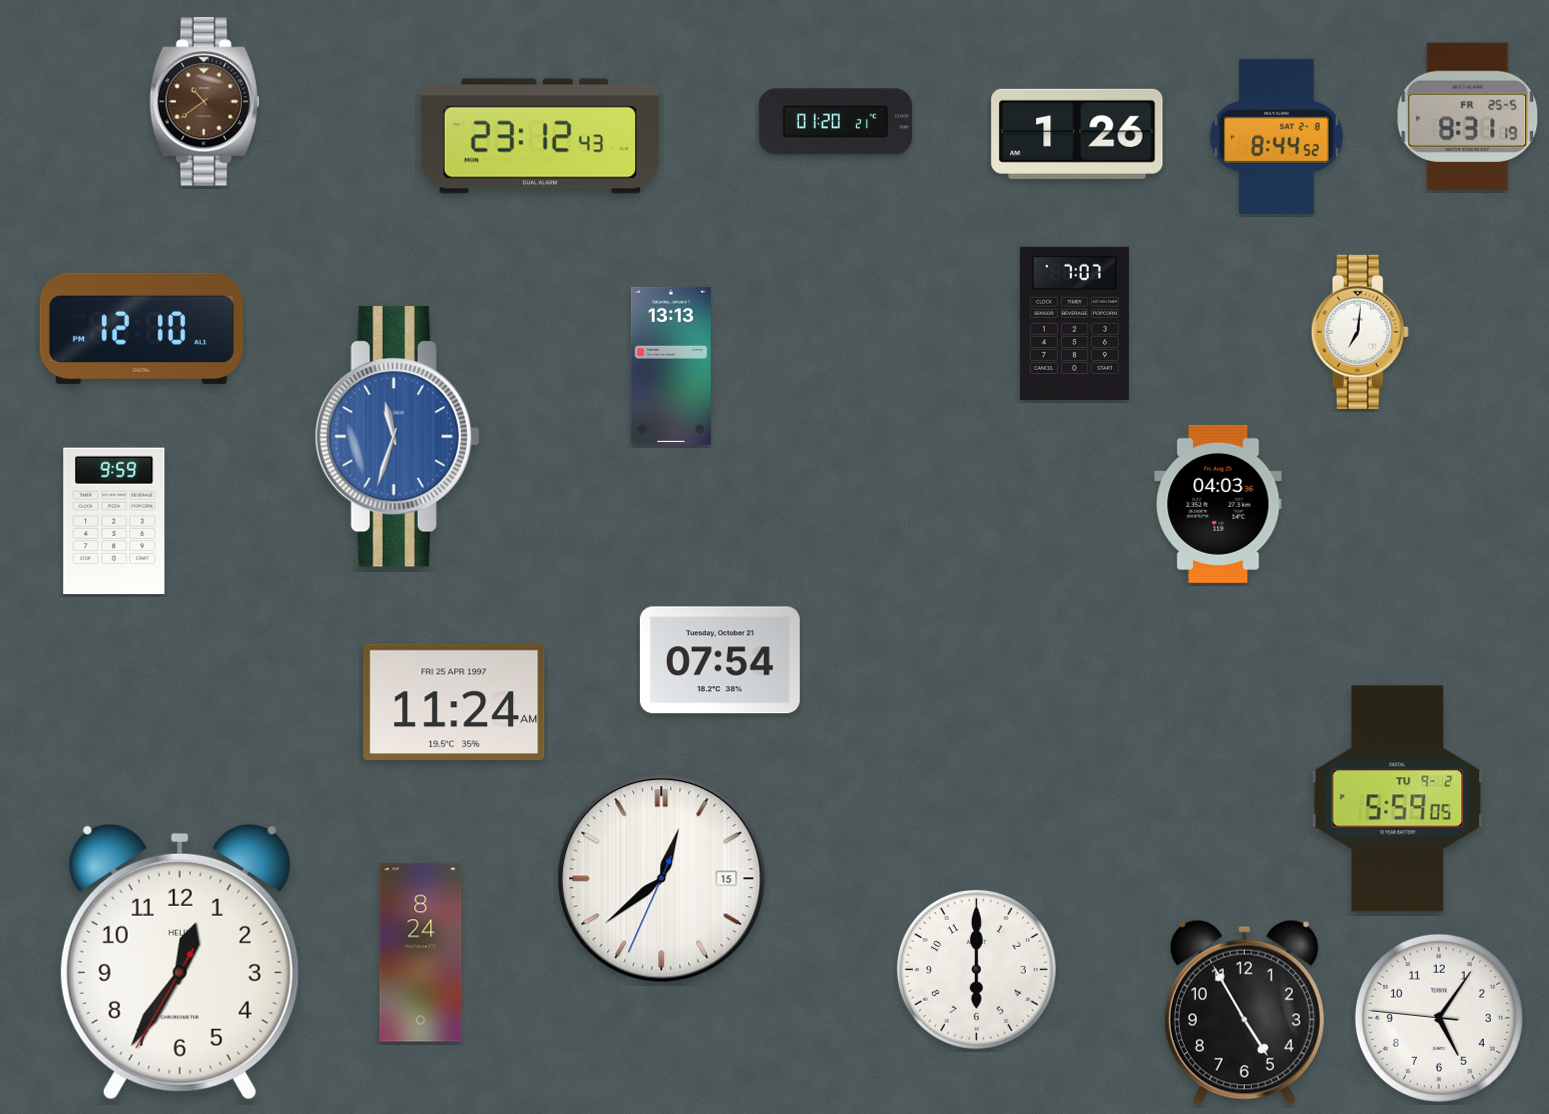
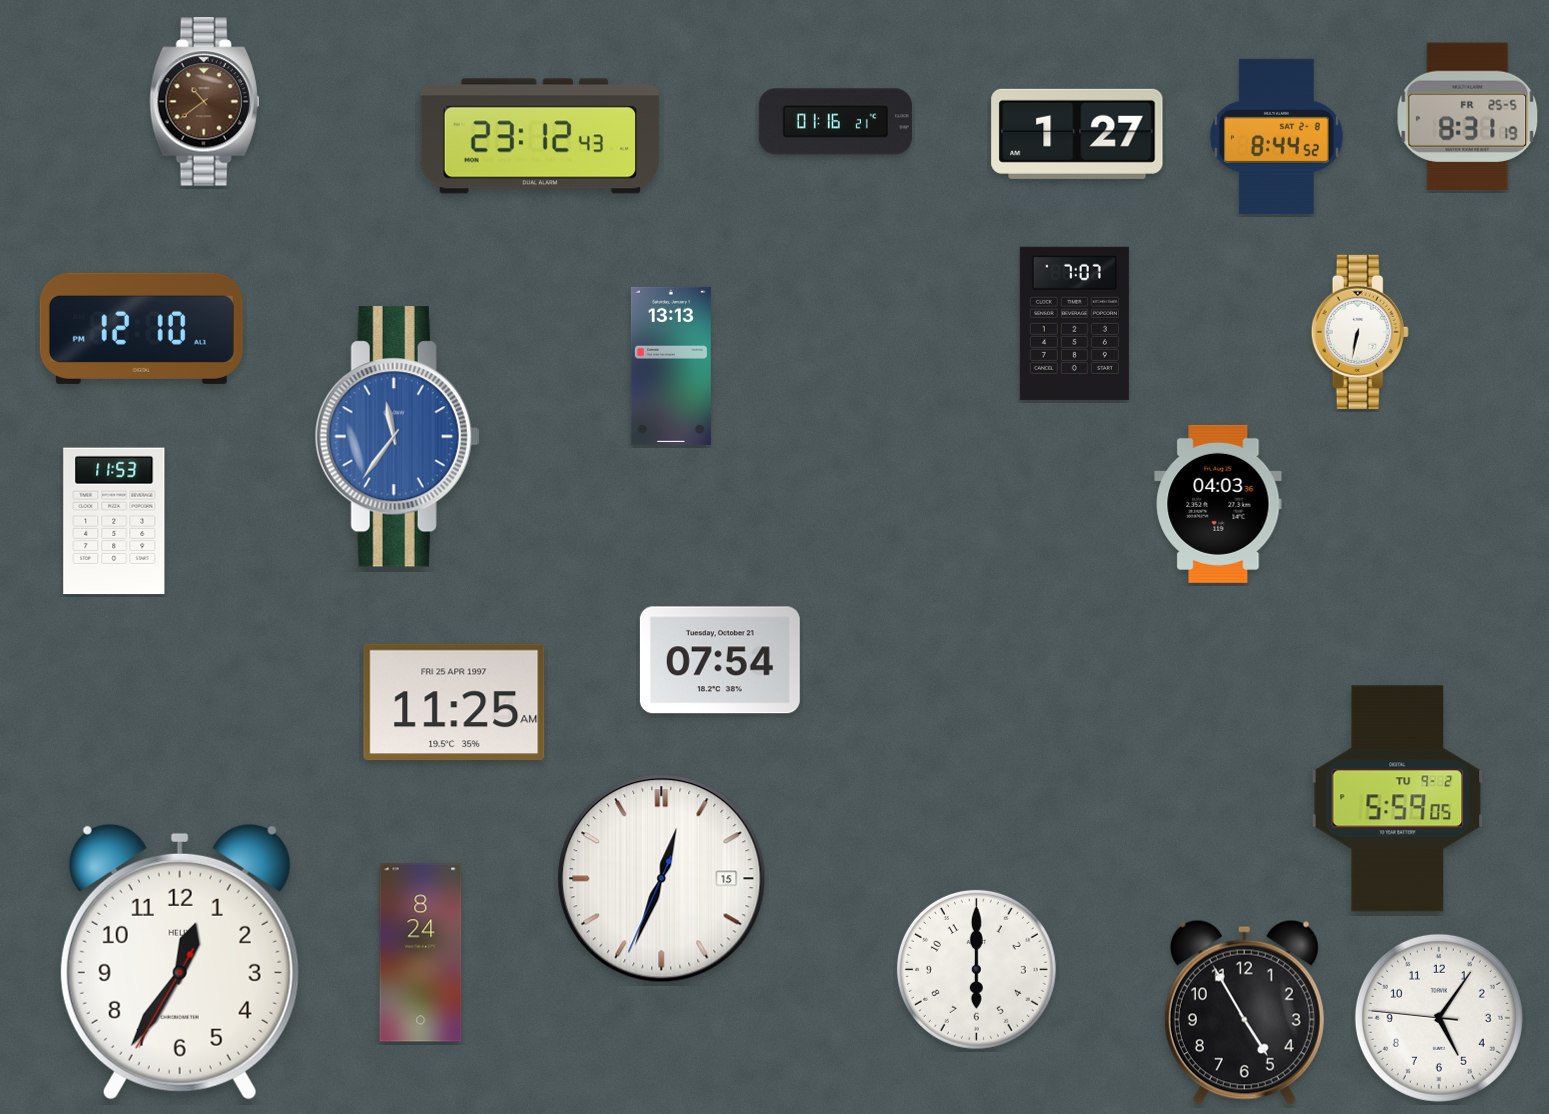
clock at (835, 122): 01:20 -> 01:16
clock at (1077, 134): 1:26 -> 1:27
clock at (1360, 332): 7:01 -> 6:32
clock at (397, 437): 11:33 -> 11:36
clock at (114, 521): 9:59 -> 11:53
clock at (454, 702): 11:24 -> 11:25
clock at (662, 879): 12:38 -> 12:33
